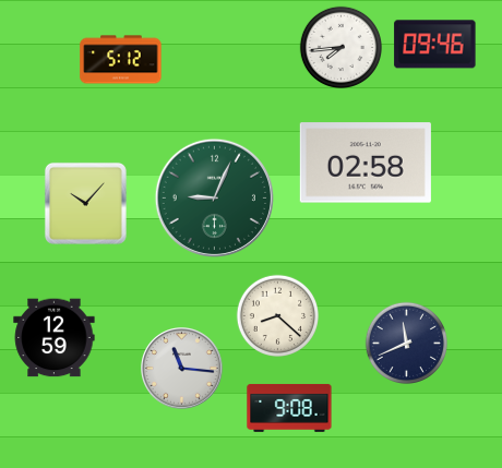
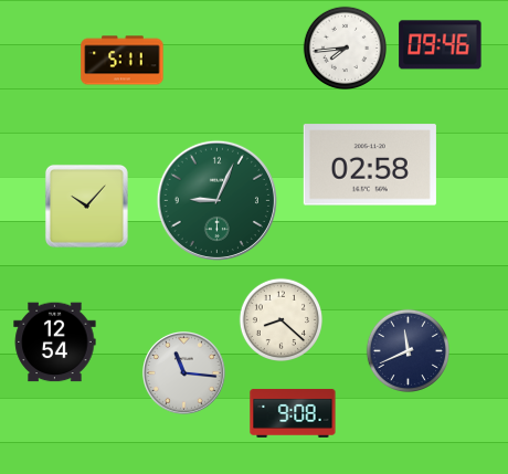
clock at (121, 60): 5:12 -> 5:11
clock at (55, 338): 12:59 -> 12:54
clock at (406, 343) position: (406, 343) -> (408, 350)
